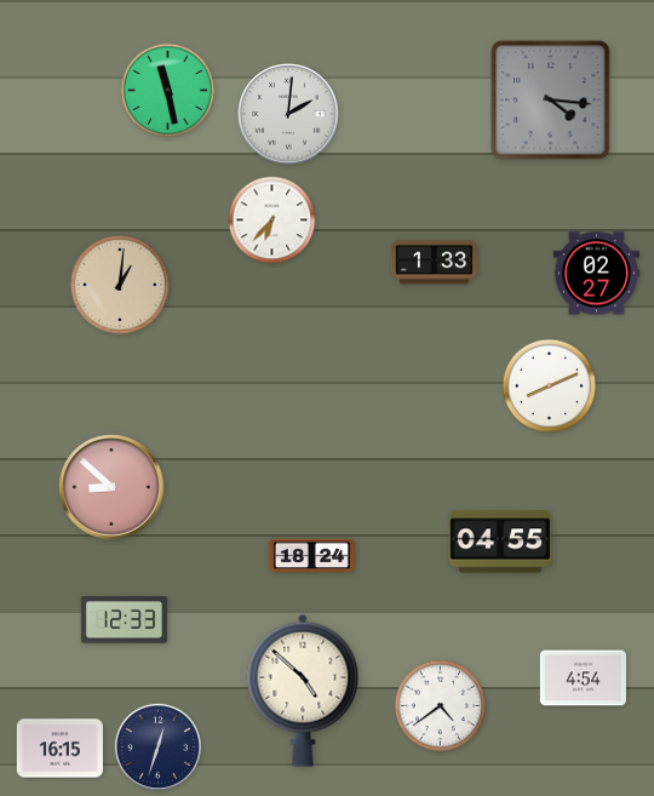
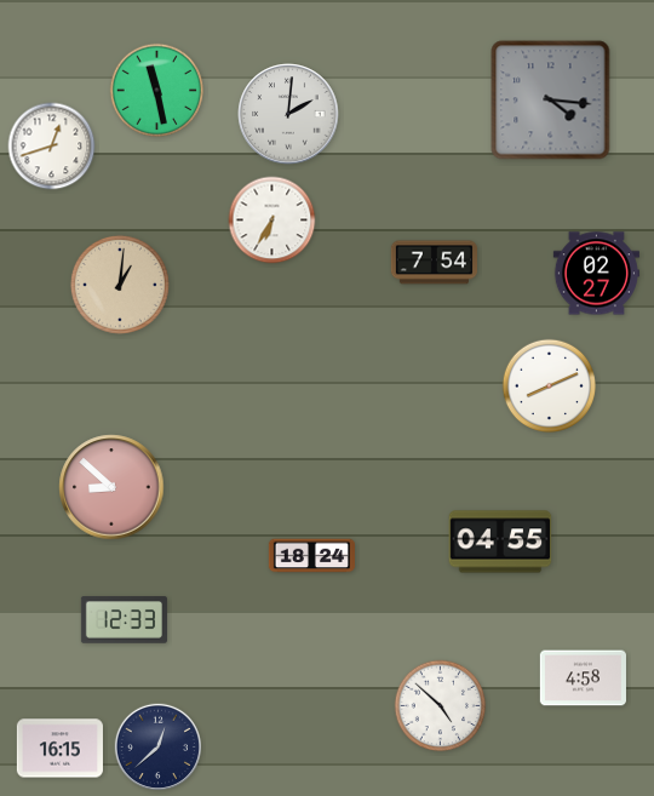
clock at (168, 91) position: (168, 91) -> (157, 91)
clock at (52, 147): none -> 12:42
clock at (272, 221): 6:37 -> 6:35
clock at (434, 263): 1:33 -> 7:54
clock at (583, 678): 4:54 -> 4:58
clock at (303, 691): 4:52 -> none
clock at (441, 706): 4:39 -> 4:52
clock at (157, 746): 12:33 -> 12:38
